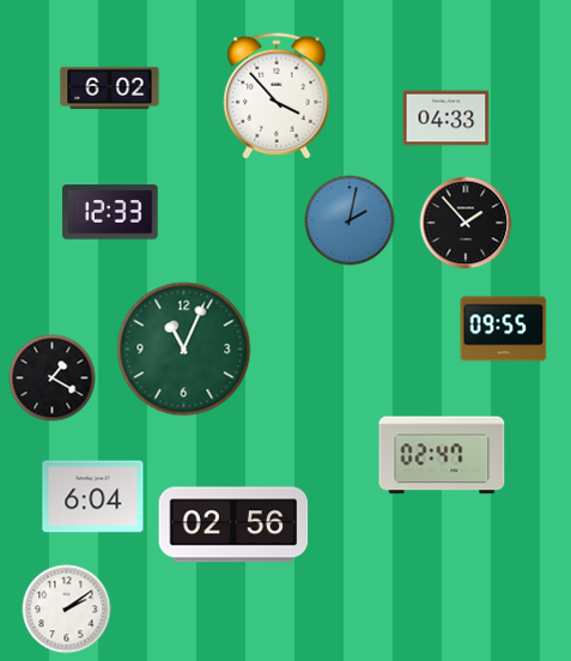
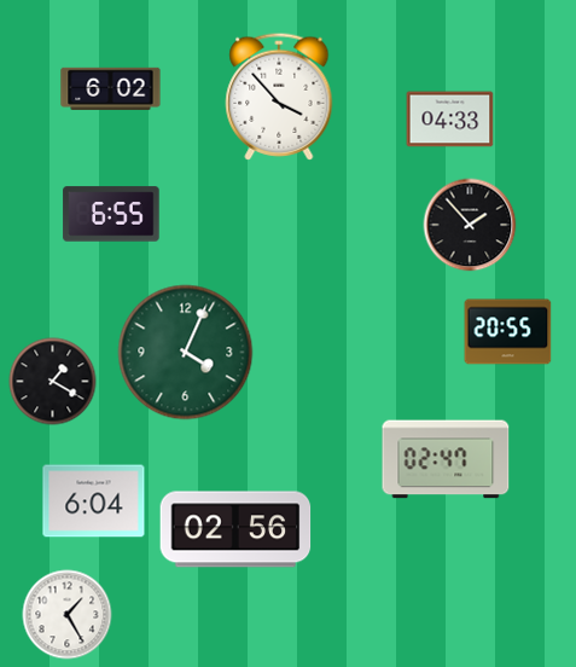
clock at (110, 212): 12:33 -> 6:55
clock at (350, 220): 2:02 -> none
clock at (504, 329): 09:55 -> 20:55
clock at (184, 350): 11:04 -> 4:04
clock at (67, 610): 2:09 -> 1:25
